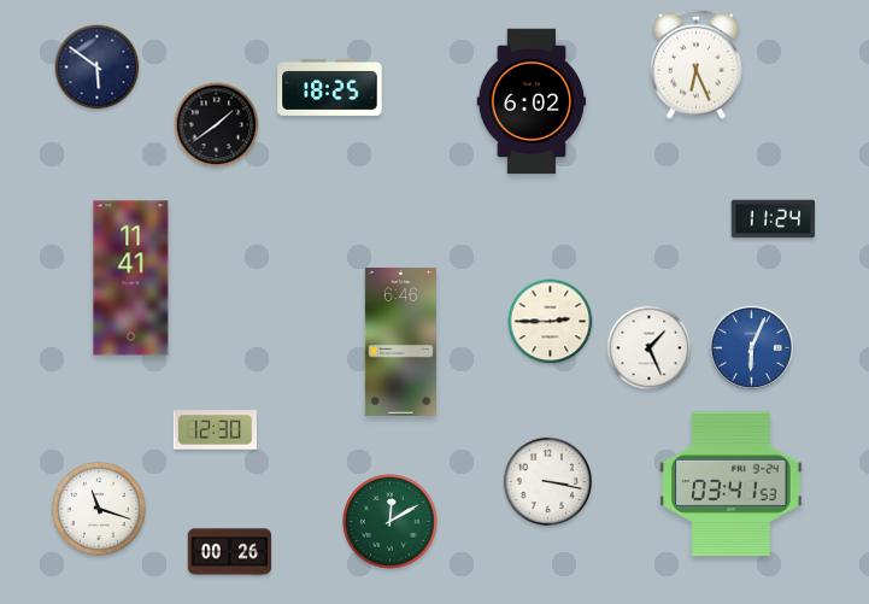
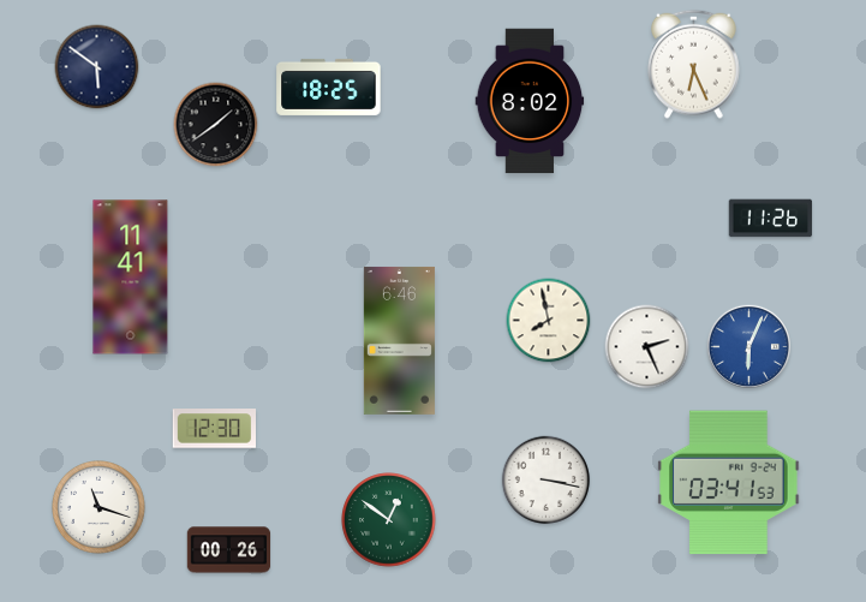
clock at (532, 101): 6:02 -> 8:02
clock at (774, 219): 11:24 -> 11:26
clock at (551, 322): 2:45 -> 7:58
clock at (650, 348): 1:26 -> 2:26
clock at (391, 522): 12:10 -> 12:51
